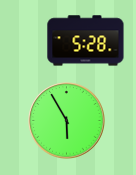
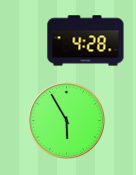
clock at (86, 41): 5:28 -> 4:28
